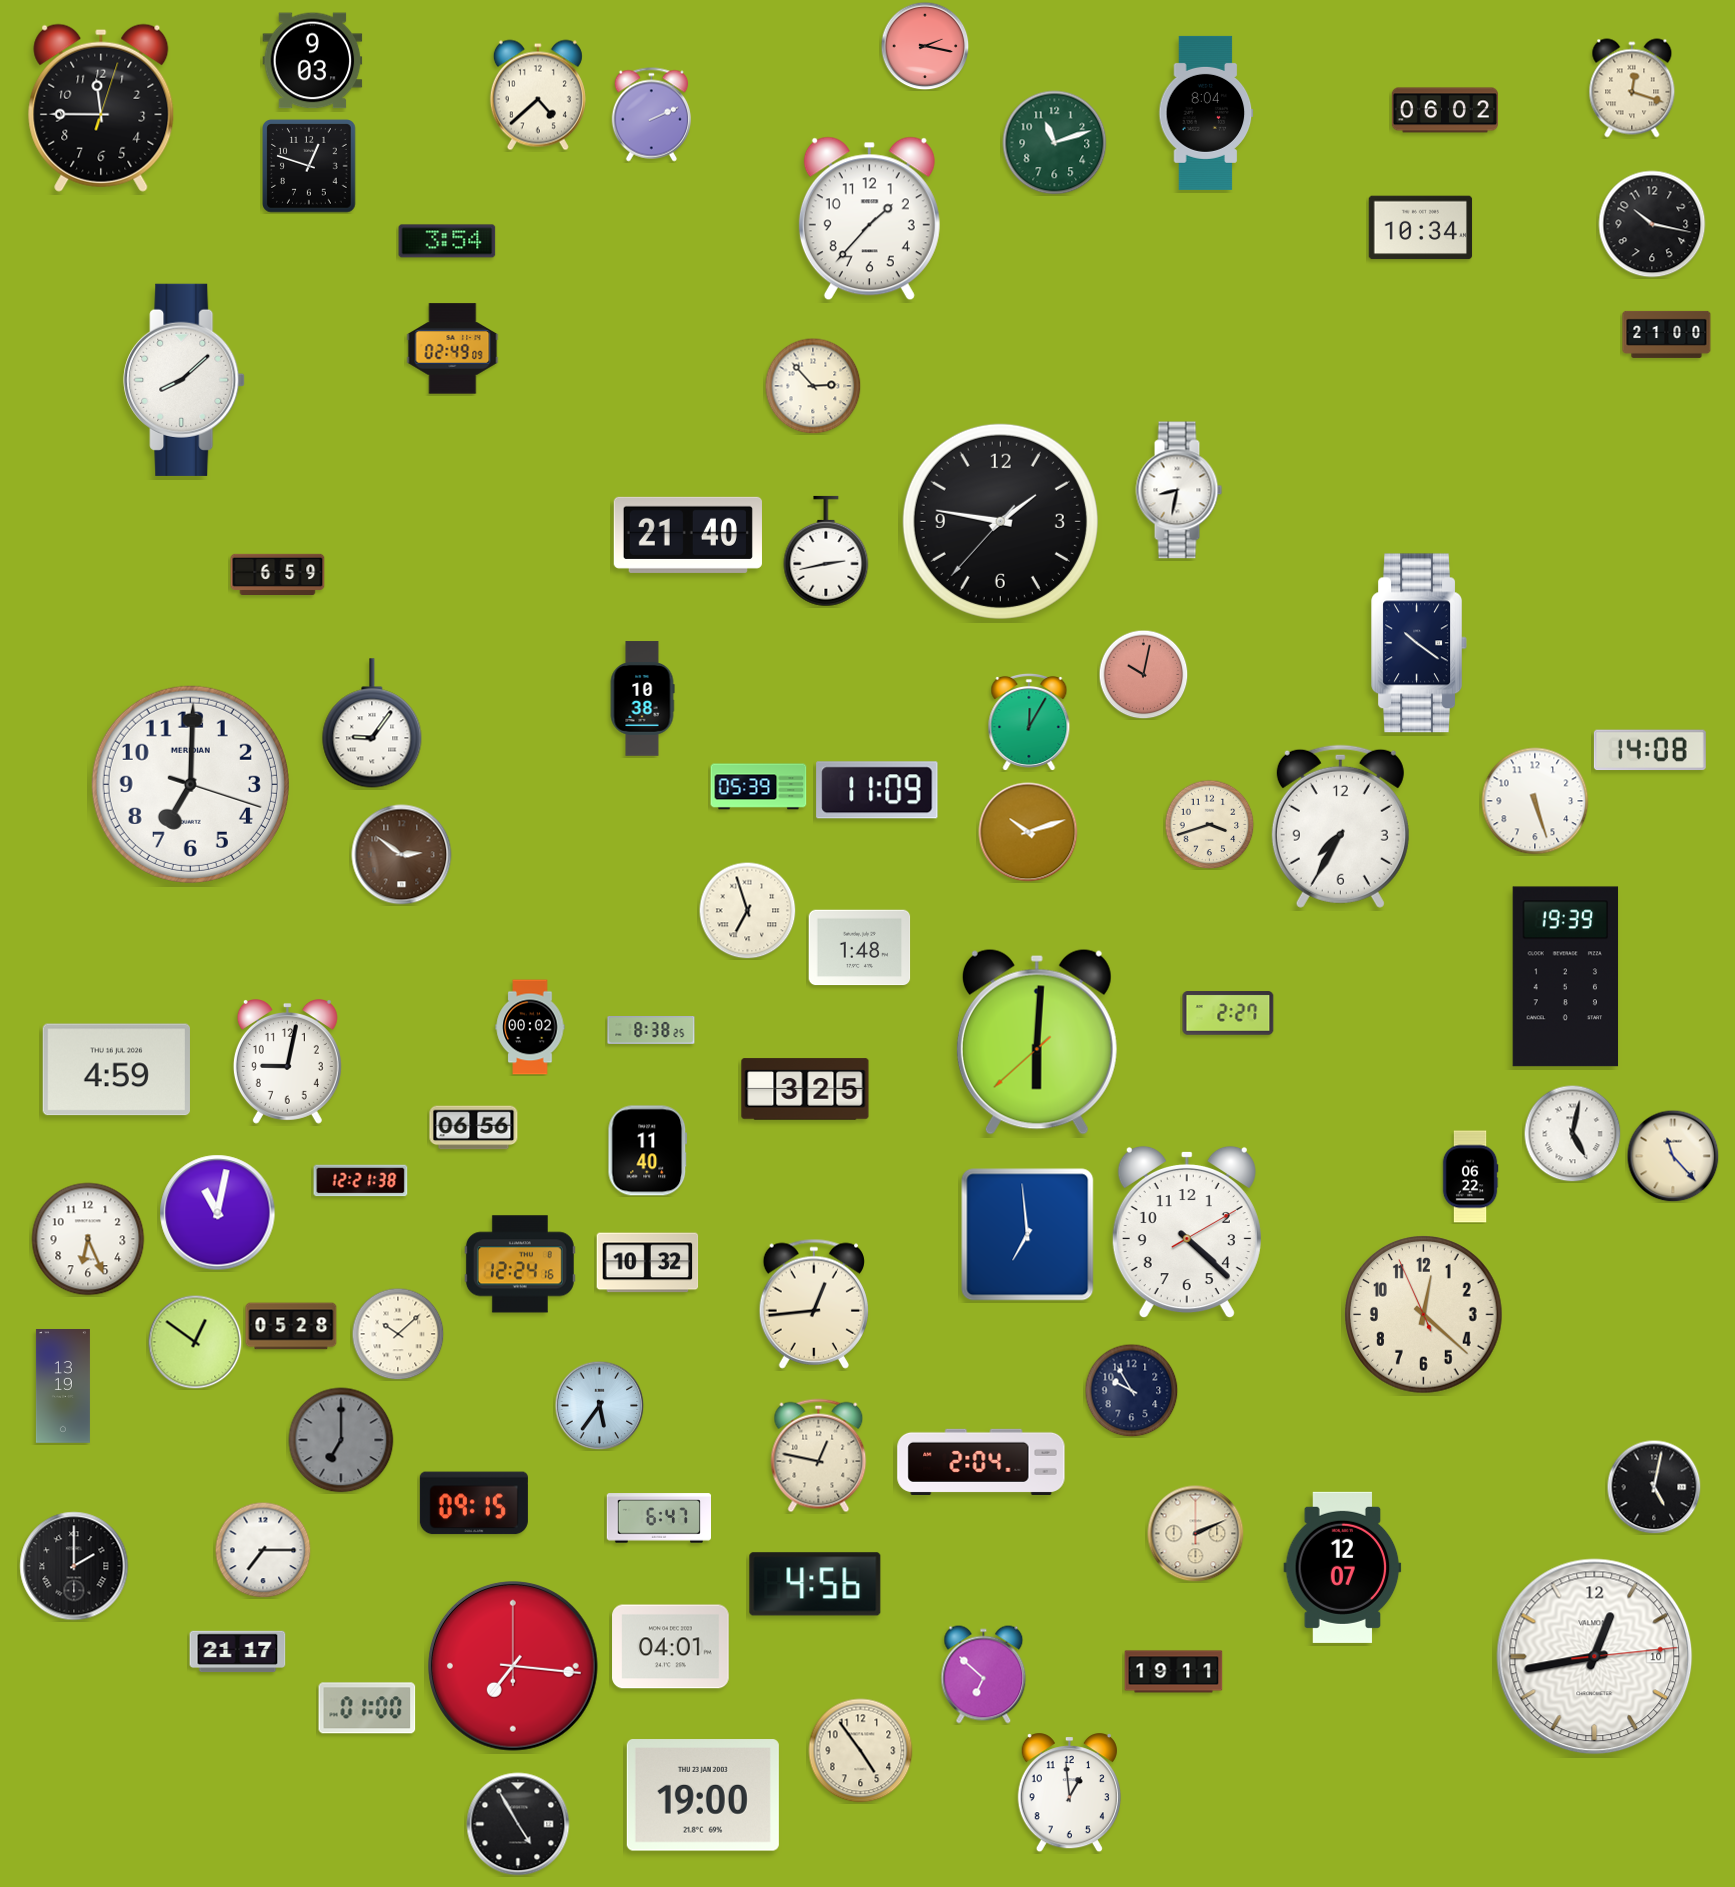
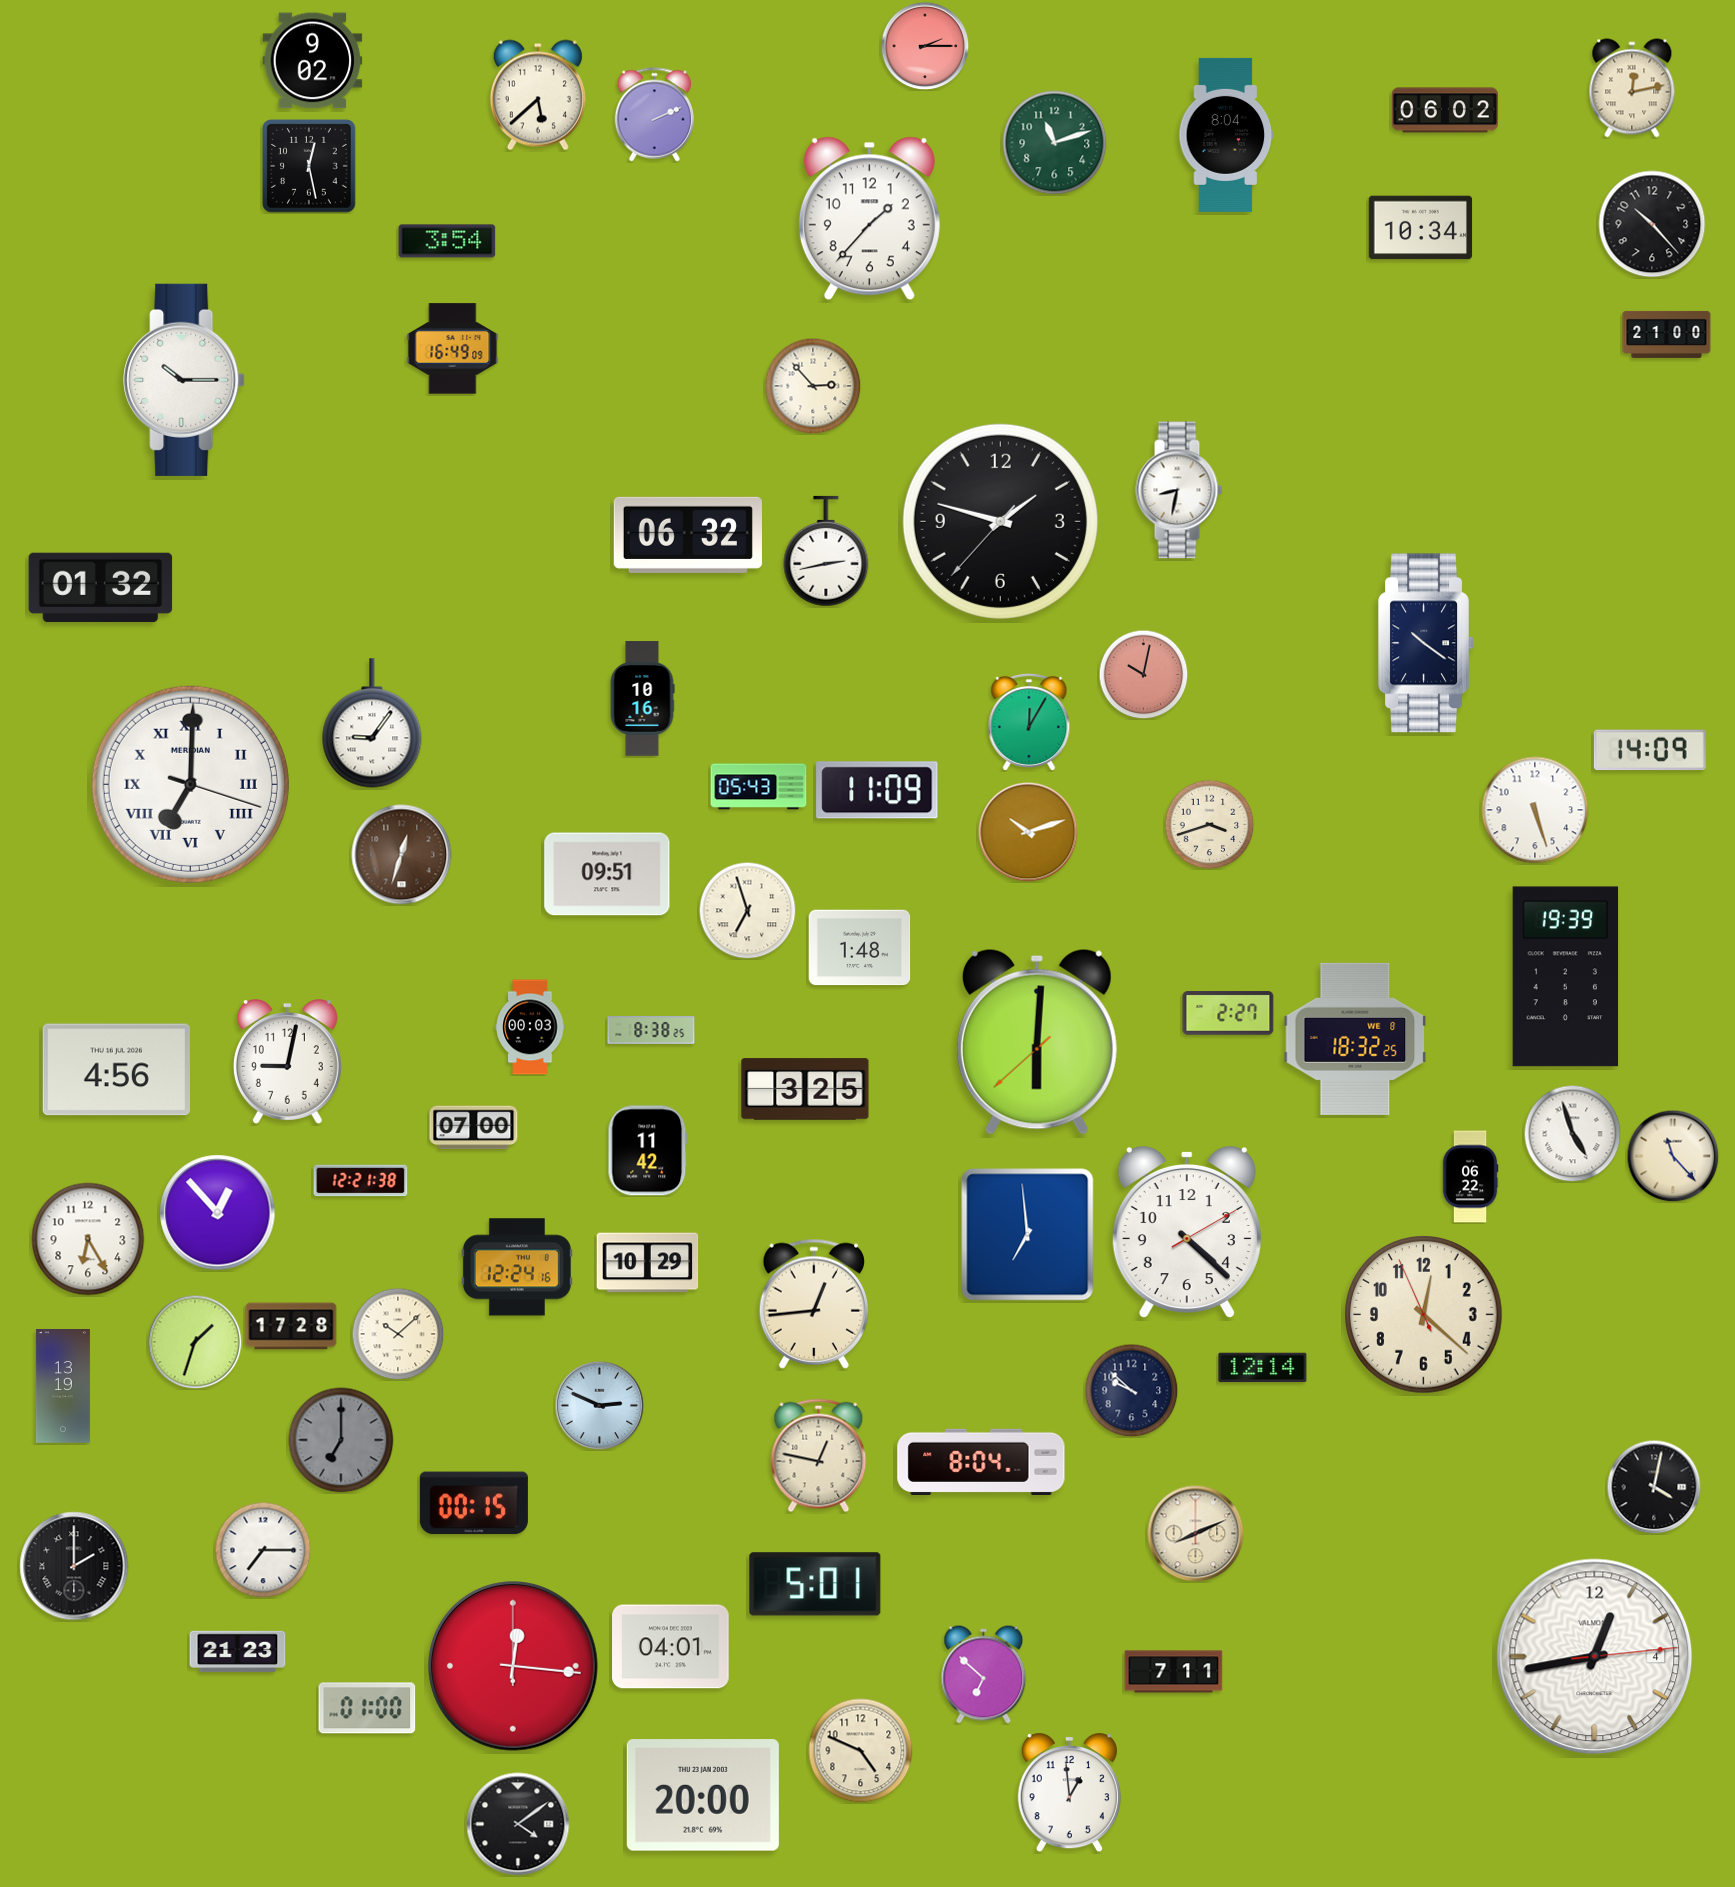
clock at (925, 46): 2:17 -> 2:15
clock at (313, 61): 9:03 -> 9:02
clock at (1632, 88): 12:18 -> 12:13
clock at (538, 95): 4:38 -> 5:38
clock at (101, 108): 11:45 -> none
clock at (1206, 113) position: (1206, 113) -> (1226, 135)
clock at (651, 115) position: (651, 115) -> (654, 115)
clock at (310, 167): 12:48 -> 12:28
clock at (1652, 224): 10:17 -> 10:23
clock at (453, 349): 02:49 -> 16:49
clock at (184, 380): 8:08 -> 10:15
clock at (1000, 521): 1:46 -> 1:47
clock at (688, 535): 21:40 -> 06:32
clock at (278, 574): 6:59 -> none
clock at (101, 587): none -> 01:32
clock at (1419, 643) position: (1419, 643) -> (1426, 643)
clock at (642, 699): 10:38 -> 10:16
clock at (1650, 750): 14:08 -> 14:09
clock at (190, 784) numerals: Arabic -> Roman
clock at (759, 787): 05:39 -> 05:43
clock at (1535, 801) position: (1535, 801) -> (1535, 810)
clock at (1340, 826): 7:35 -> none
clock at (402, 855): 2:51 -> 12:33
clock at (607, 874): none -> 09:51
clock at (530, 1027): 00:02 -> 00:03
clock at (1355, 1039): none -> 18:32
clock at (116, 1070): 4:59 -> 4:56
clock at (474, 1128): 06:56 -> 07:00
clock at (1572, 1133): 5:02 -> 4:57
clock at (648, 1151): 11:40 -> 11:42
clock at (218, 1213): 11:02 -> 12:53
clock at (88, 1239): 6:26 -> 6:25
clock at (648, 1263): 10:32 -> 10:29
clock at (520, 1264) position: (520, 1264) -> (517, 1267)
clock at (291, 1326): 05:28 -> 17:28
clock at (195, 1342): 12:51 -> 1:33
clock at (1263, 1368): none -> 12:14
clock at (1131, 1390): 9:55 -> 9:52
clock at (599, 1405): 5:36 -> 2:49
clock at (981, 1462): 2:04 -> 8:04
clock at (1654, 1487): 5:02 -> 4:02
clock at (474, 1503): 09:15 -> 00:15
clock at (658, 1518): 6:47 -> none
clock at (1196, 1534): 2:11 -> 8:11
clock at (1343, 1567): 12:07 -> none
clock at (815, 1584): 4:56 -> 5:01
clock at (238, 1652): 21:17 -> 21:23
clock at (1595, 1657) date: 10 -> 4
clock at (514, 1667): 7:16 -> 12:16
clock at (1174, 1672): 19:11 -> 7:11
clock at (861, 1751): 4:54 -> 4:49
clock at (703, 1795): 19:00 -> 20:00
clock at (518, 1824): 4:55 -> 4:09
